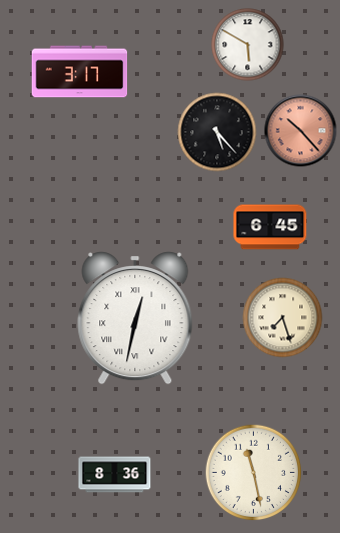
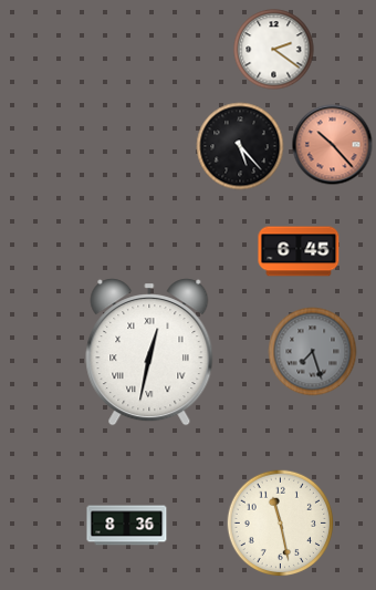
clock at (248, 45): 5:50 -> 2:21
clock at (80, 72): 3:17 -> none
clock at (283, 318) dial: cream -> grey
